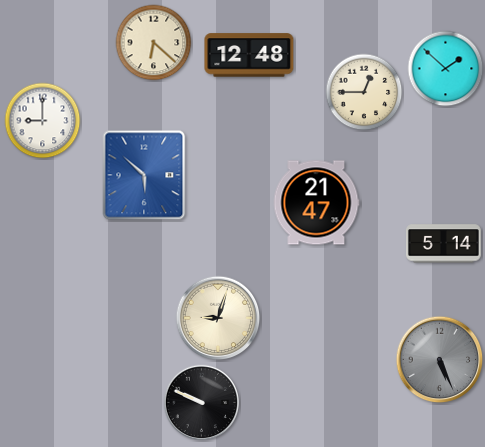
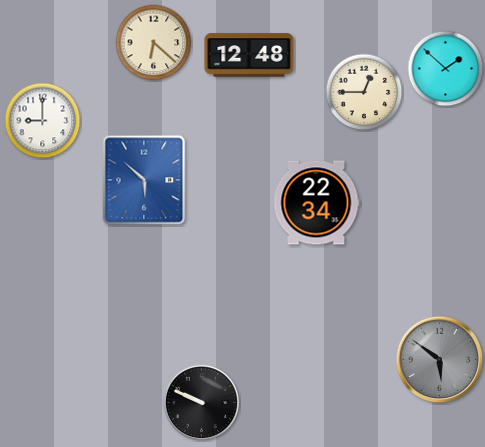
clock at (144, 175) position: (144, 175) -> (144, 180)
clock at (316, 203): 21:47 -> 22:34
clock at (443, 244): 5:14 -> none
clock at (218, 318): 9:03 -> none
clock at (440, 360): 5:26 -> 5:51
